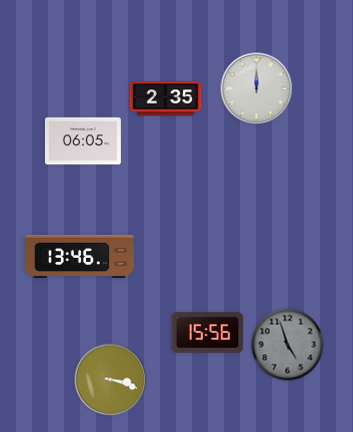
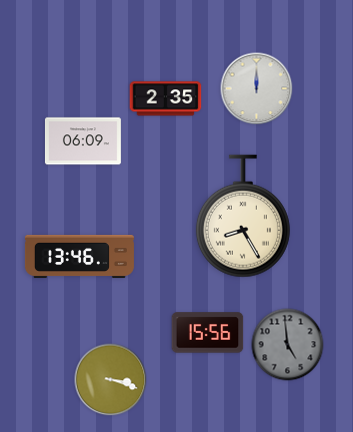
clock at (83, 141): 06:05 -> 06:09
clock at (243, 216): none -> 8:25
clock at (288, 345): 4:57 -> 4:59
